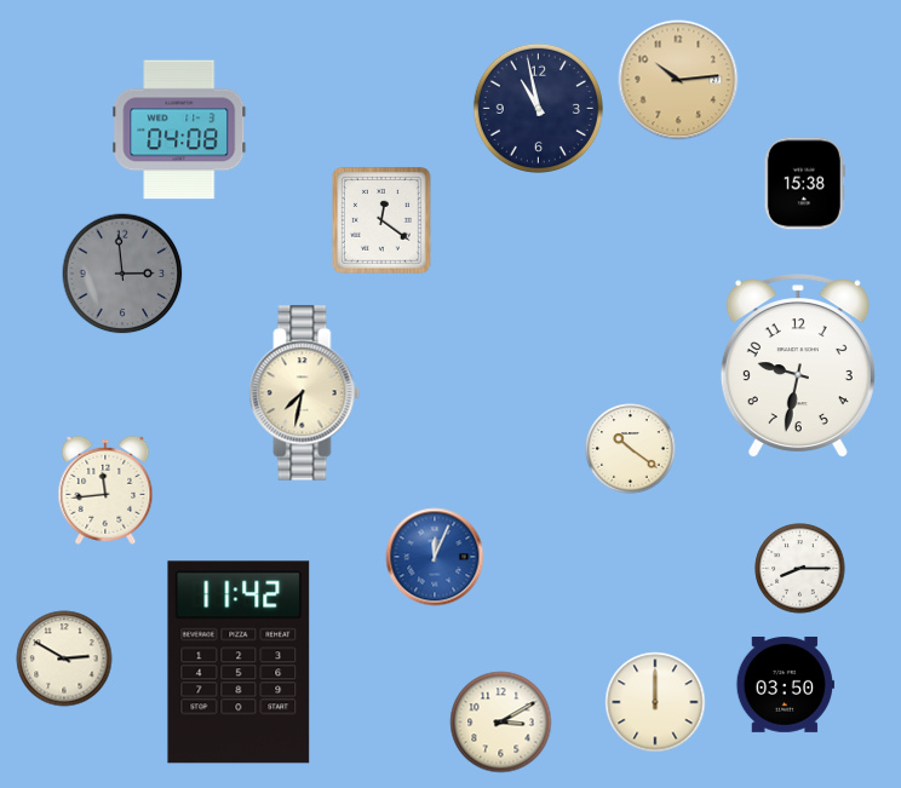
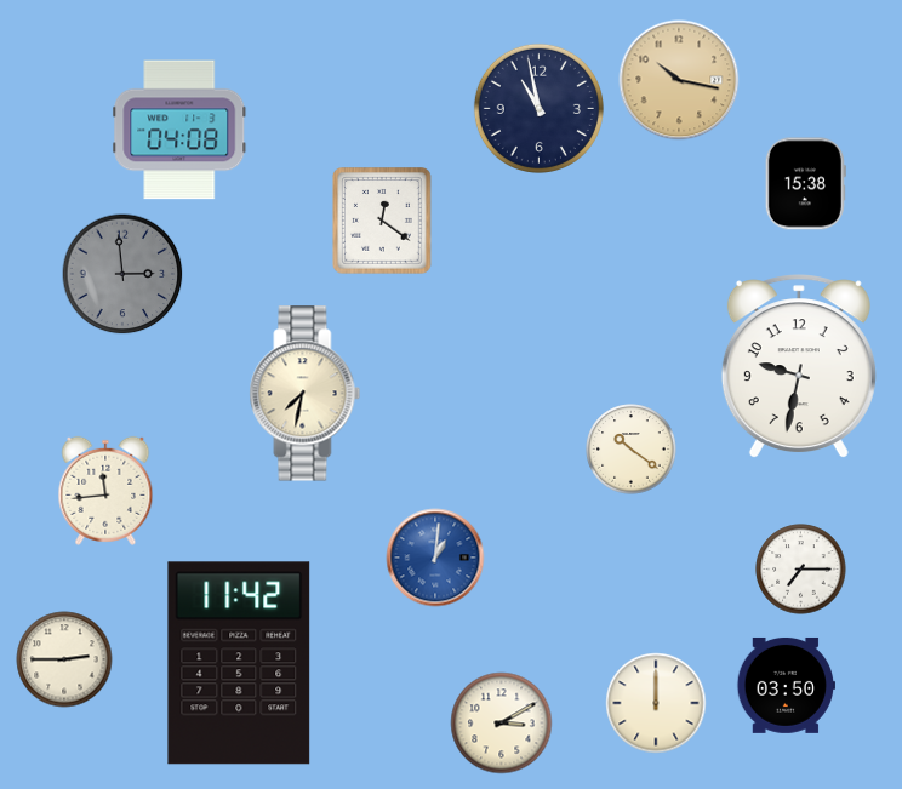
clock at (678, 80): 10:14 -> 10:17
clock at (435, 557): 12:04 -> 1:01
clock at (800, 569): 8:15 -> 7:15
clock at (64, 658): 2:50 -> 2:45
